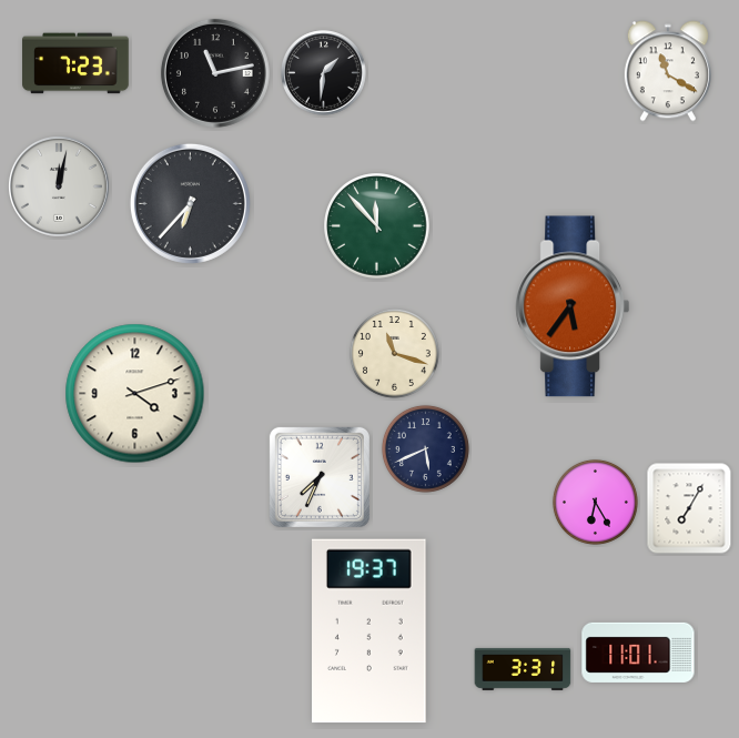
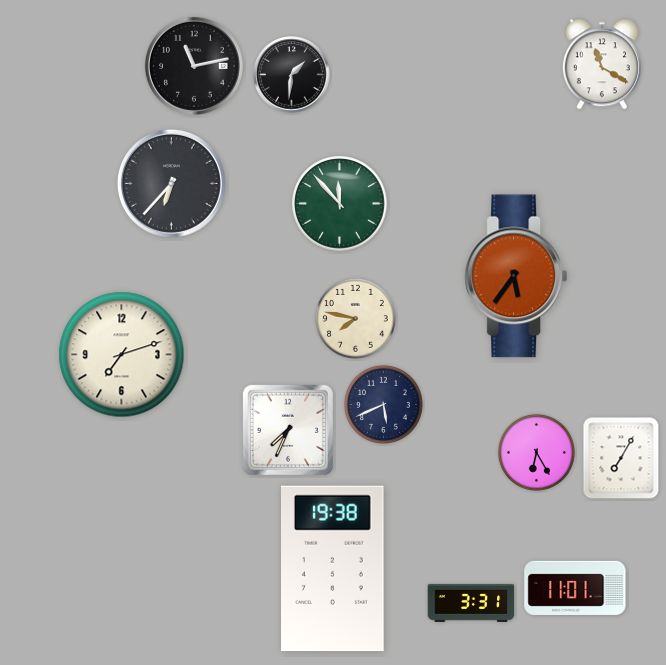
clock at (75, 63): 7:23 -> none
clock at (324, 73) position: (324, 73) -> (292, 75)
clock at (60, 188): 12:02 -> none
clock at (394, 353): 11:18 -> 7:47
clock at (135, 394): 4:12 -> 7:12
clock at (369, 631): 19:37 -> 19:38
